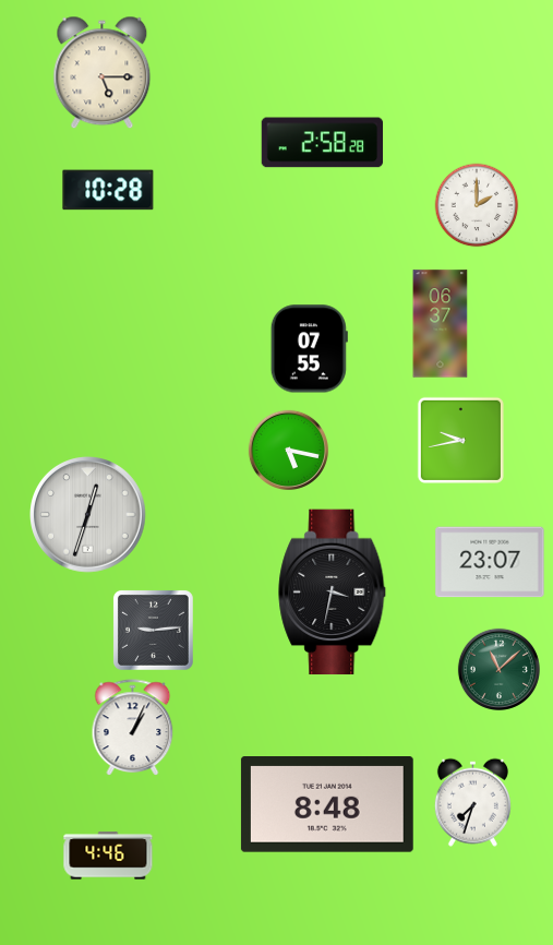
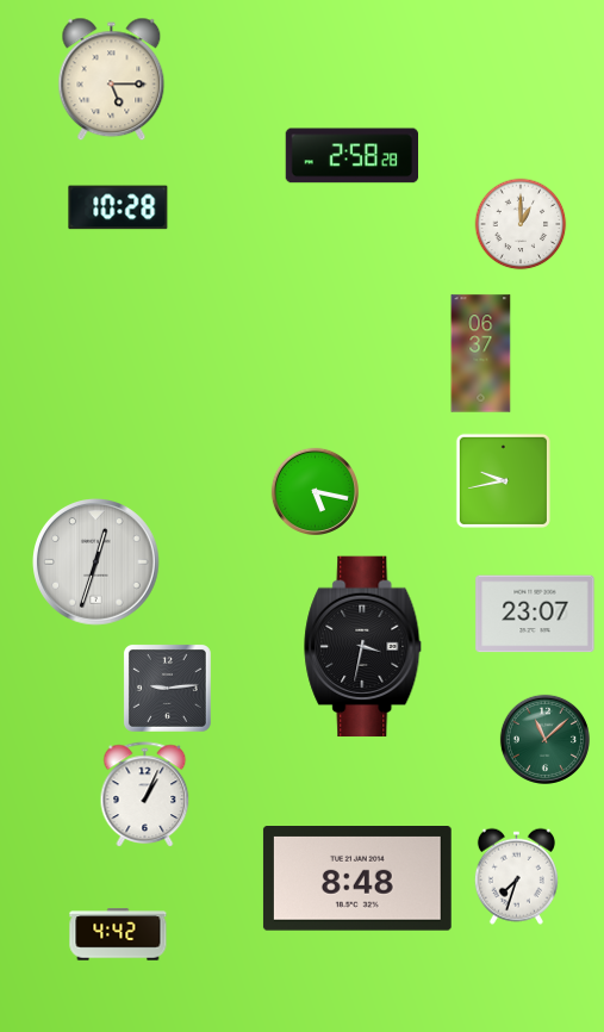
clock at (477, 205): 2:00 -> 1:00
clock at (309, 349): 07:55 -> none
clock at (498, 669) position: (498, 669) -> (544, 739)
clock at (108, 856): 4:46 -> 4:42
